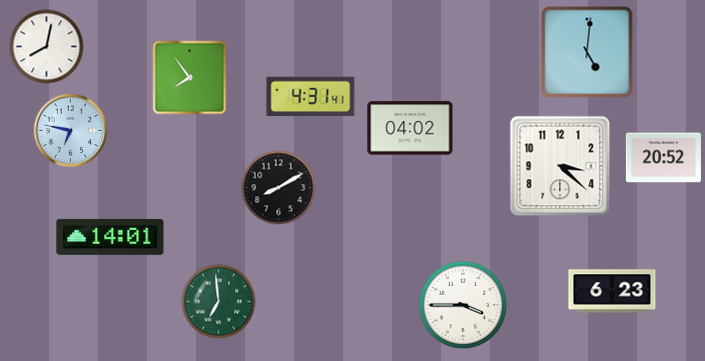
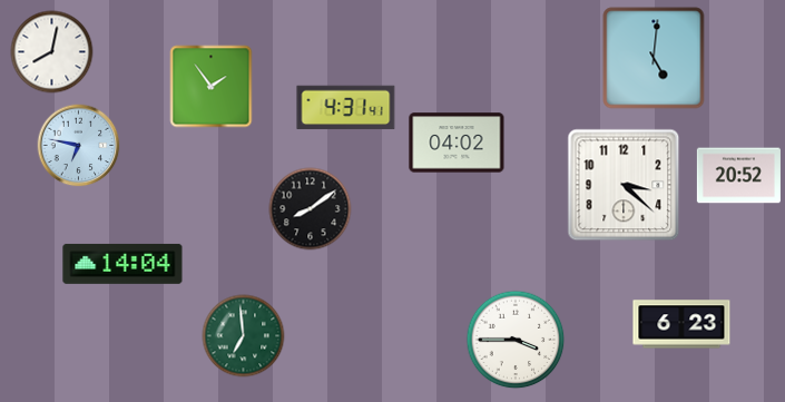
clock at (190, 78): 7:54 -> 1:54
clock at (279, 188): 8:10 -> 8:09
clock at (110, 237): 14:01 -> 14:04
